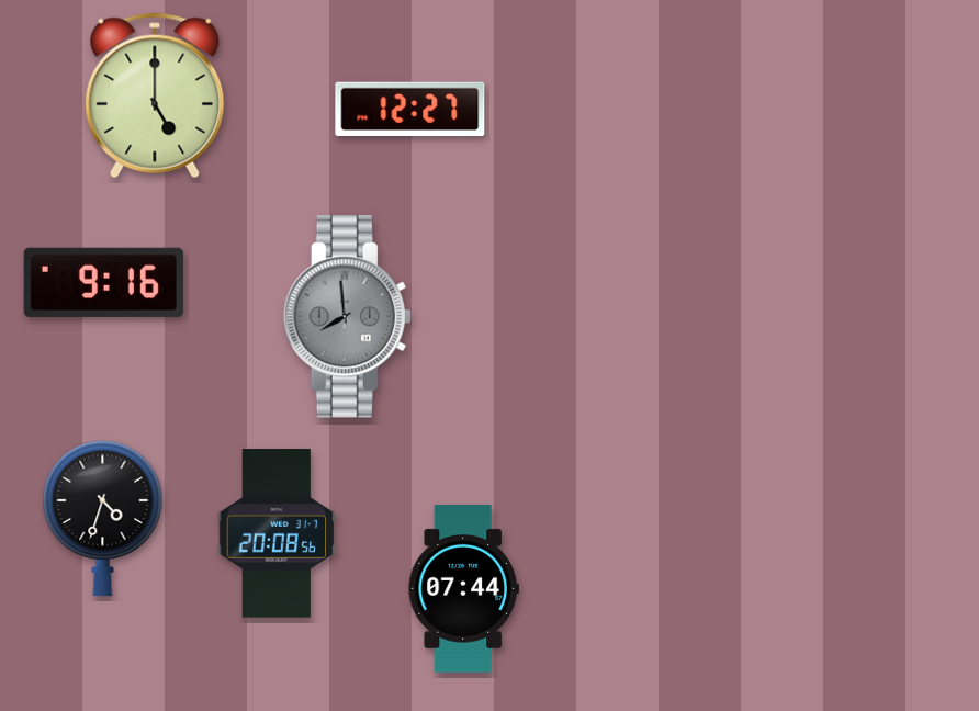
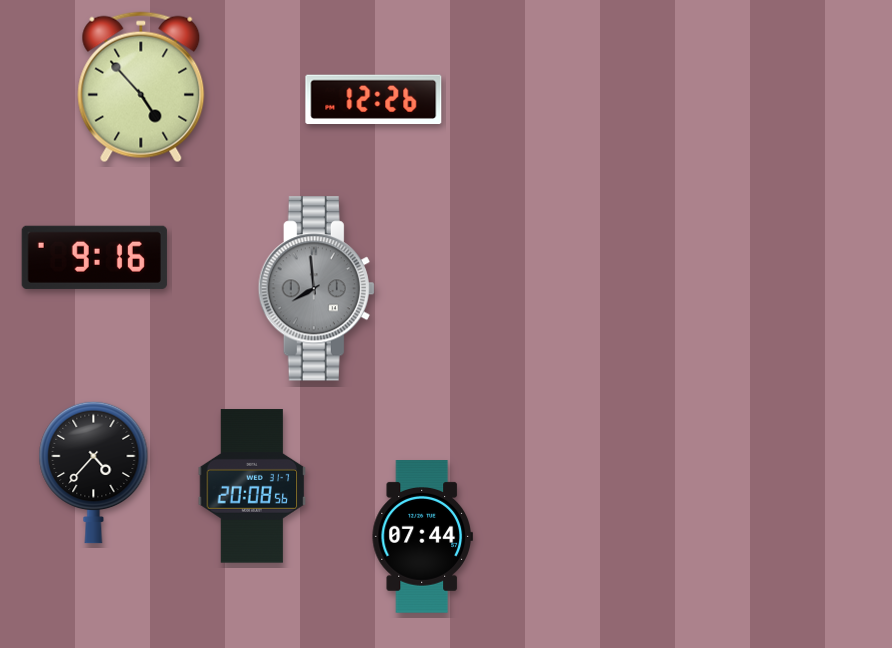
clock at (155, 95): 5:00 -> 4:53
clock at (410, 110): 12:27 -> 12:26
clock at (103, 518): 4:33 -> 4:37
